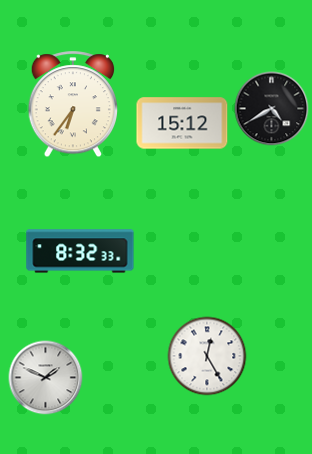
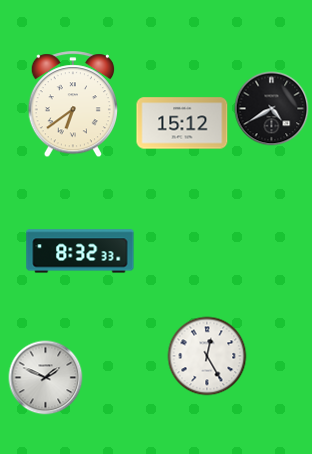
clock at (72, 105): 6:36 -> 6:39
